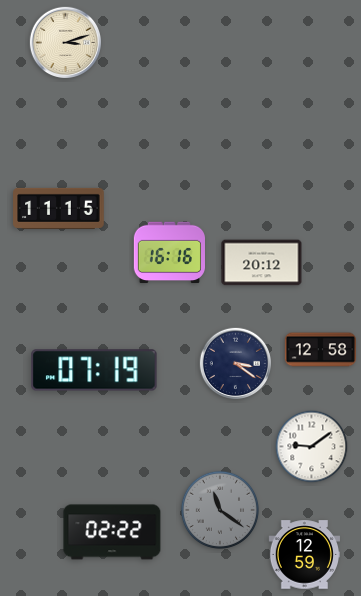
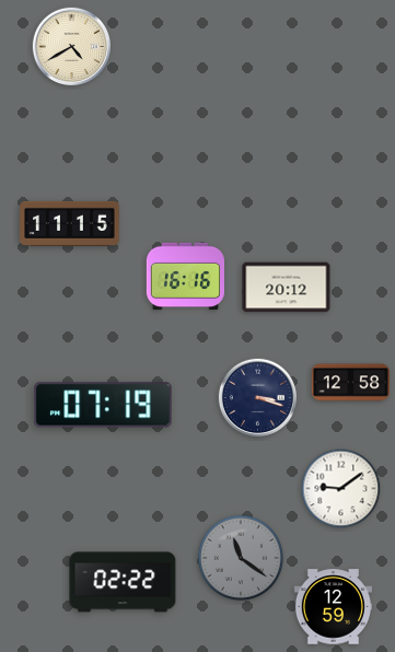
clock at (65, 42): 3:12 -> 4:40
clock at (59, 208) position: (59, 208) -> (70, 223)
clock at (235, 363): 3:21 -> 3:18
